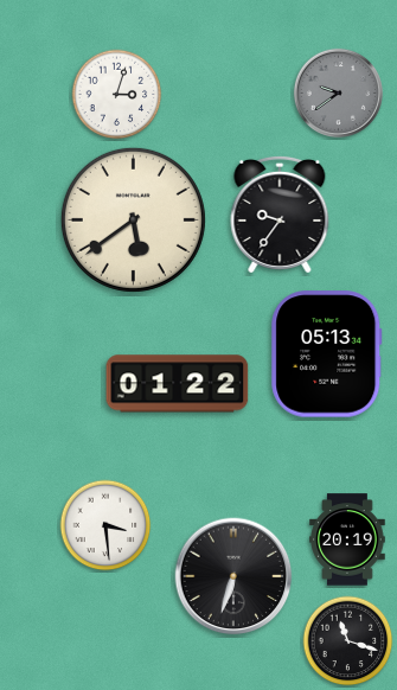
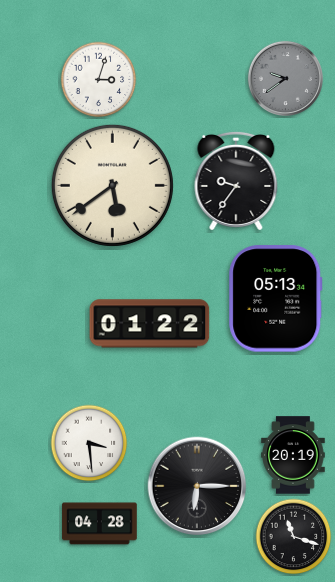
clock at (233, 576): 6:33 -> 6:15
clock at (100, 524): none -> 04:28
clock at (348, 641) position: (348, 641) -> (294, 537)
